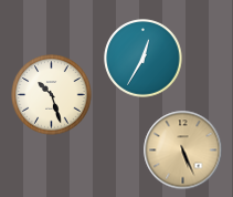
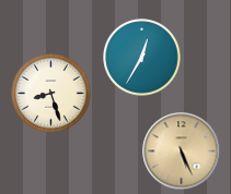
clock at (52, 95): 10:27 -> 8:27
clock at (183, 151) position: (183, 151) -> (182, 151)
